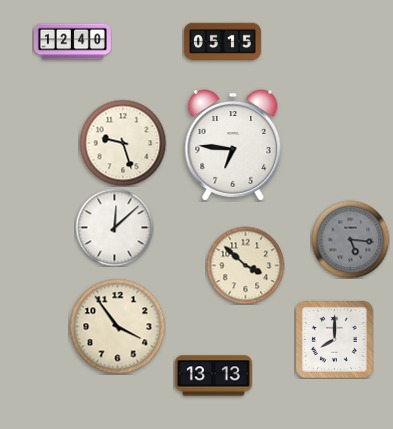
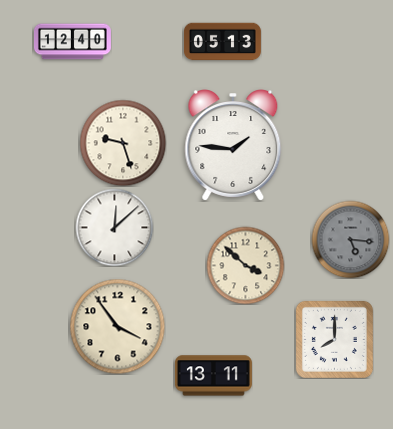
clock at (222, 42): 05:15 -> 05:13
clock at (233, 145): 6:46 -> 1:46
clock at (213, 376): 13:13 -> 13:11
